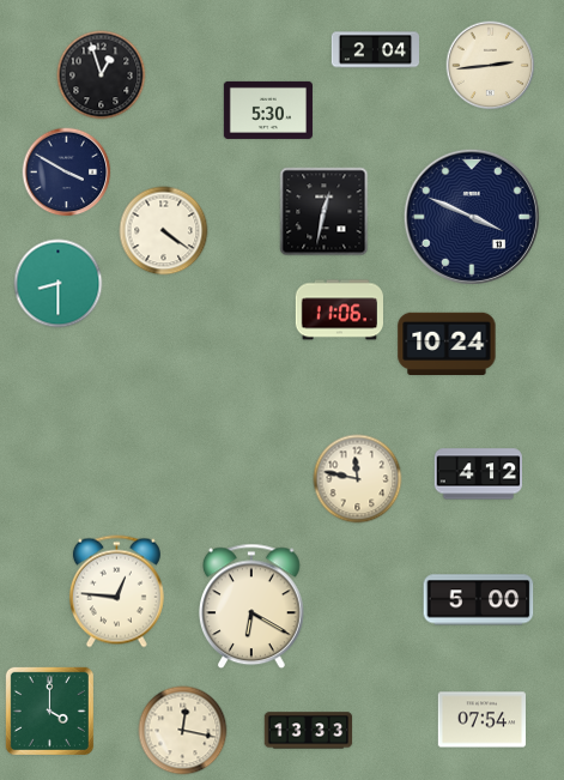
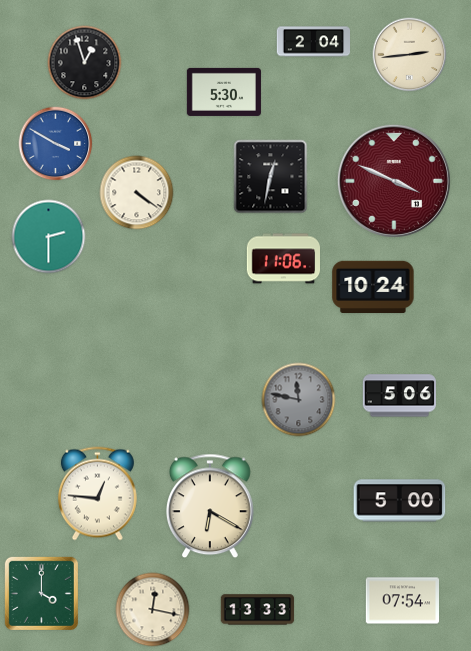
clock at (67, 173) dial: navy -> blue
clock at (472, 217) dial: navy -> burgundy
clock at (59, 284): 8:30 -> 2:30
clock at (478, 474): 4:12 -> 5:06
clock at (358, 479) dial: cream -> grey
